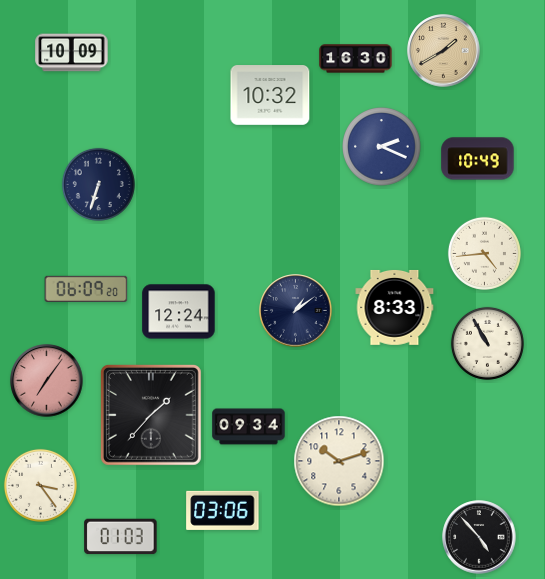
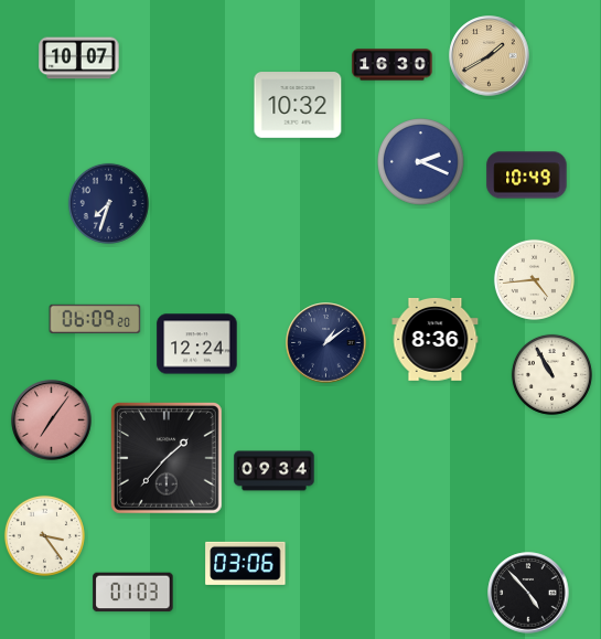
clock at (72, 53): 10:09 -> 10:07
clock at (98, 184): 6:33 -> 7:33
clock at (395, 307): 8:33 -> 8:36
clock at (487, 343) position: (487, 343) -> (551, 374)
clock at (339, 461): 10:12 -> none
